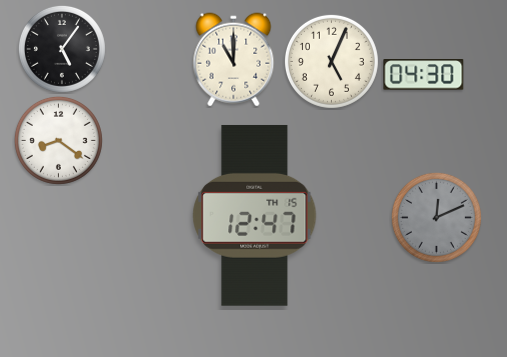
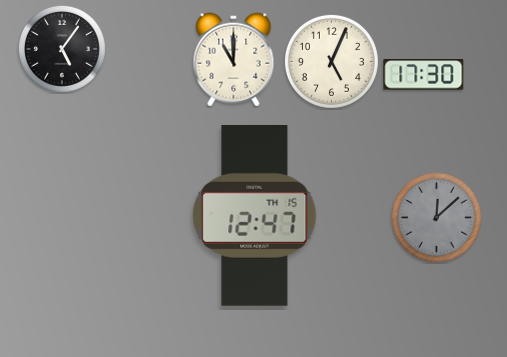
clock at (424, 75): 04:30 -> 17:30
clock at (58, 140): 8:21 -> none
clock at (436, 217): 12:11 -> 12:08
